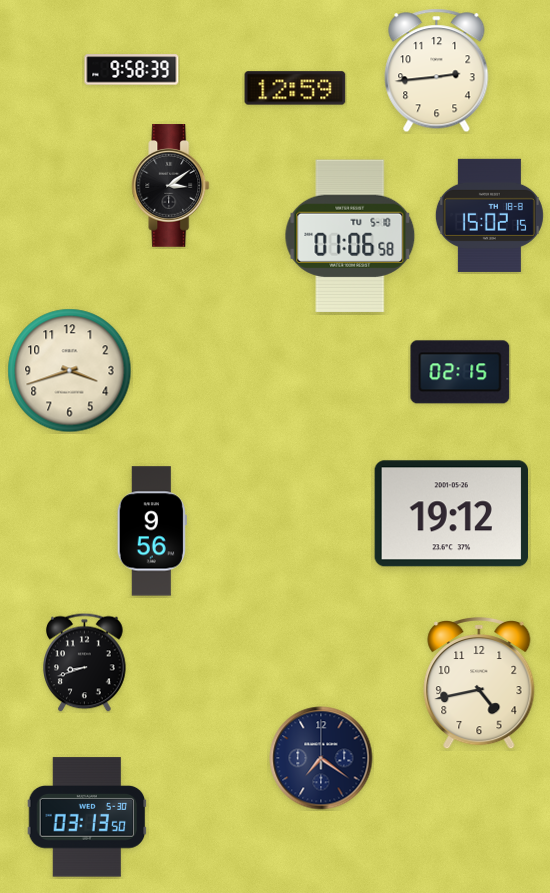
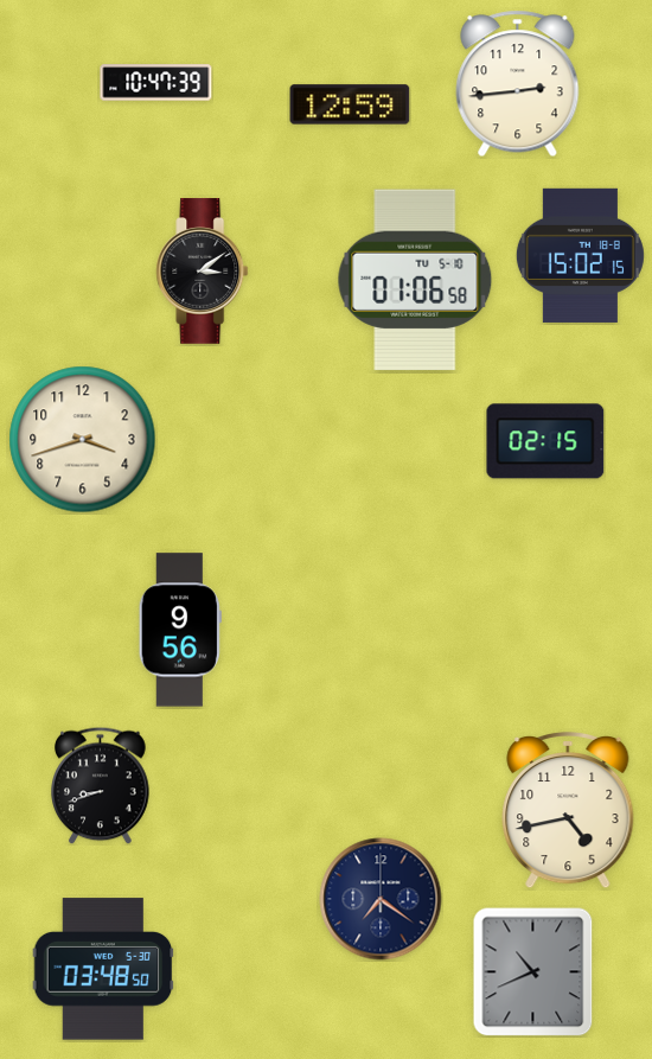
clock at (132, 70): 9:58 -> 10:47
clock at (171, 186) position: (171, 186) -> (203, 272)
clock at (451, 514): 19:12 -> none
clock at (87, 817): 03:13 -> 03:48
clock at (533, 972): none -> 10:41
